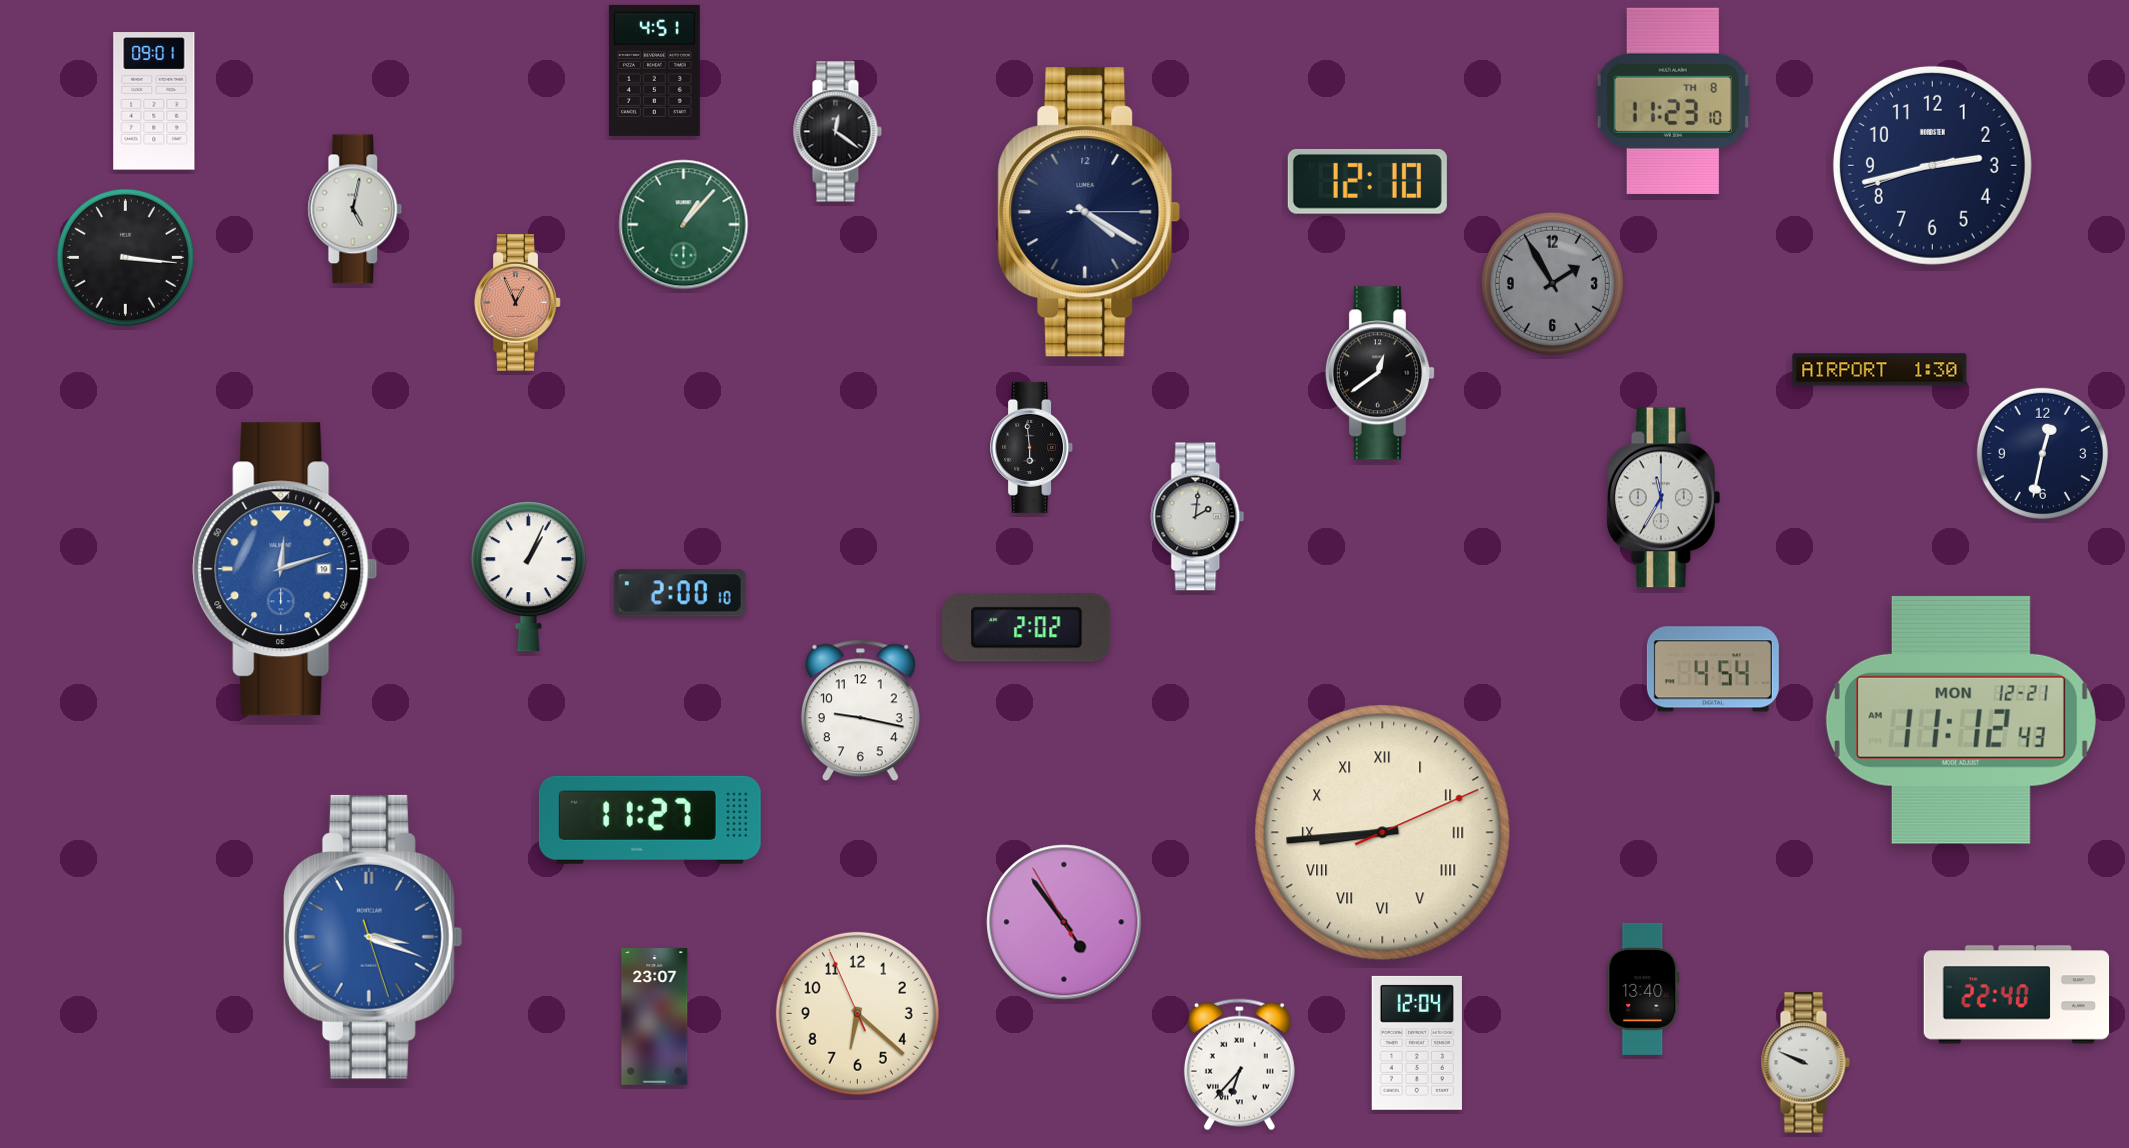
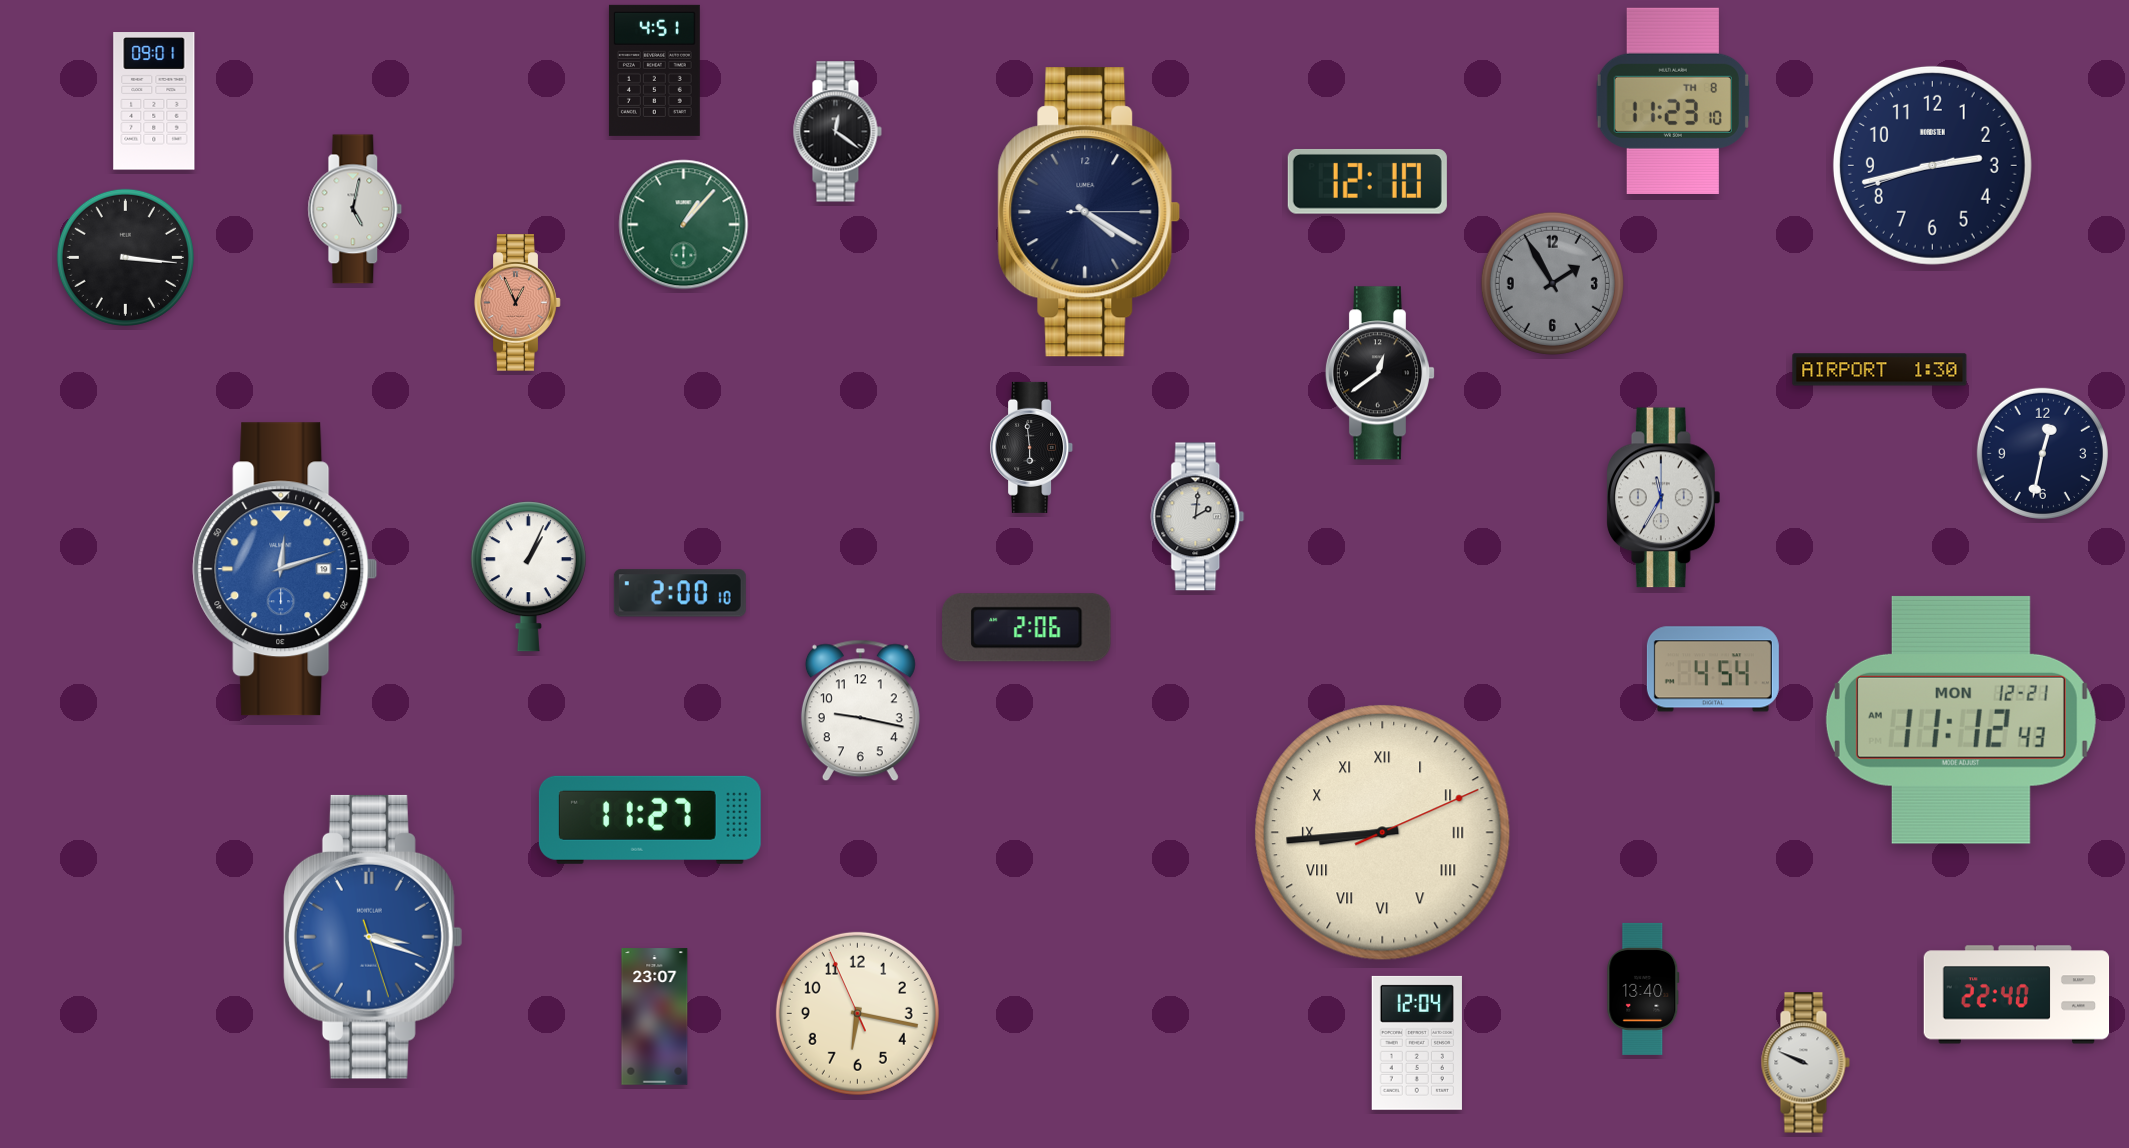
clock at (1027, 628): 2:02 -> 2:06
clock at (1064, 922): 4:53 -> none
clock at (857, 1013): 6:21 -> 6:16
clock at (1239, 1065): 6:37 -> none
